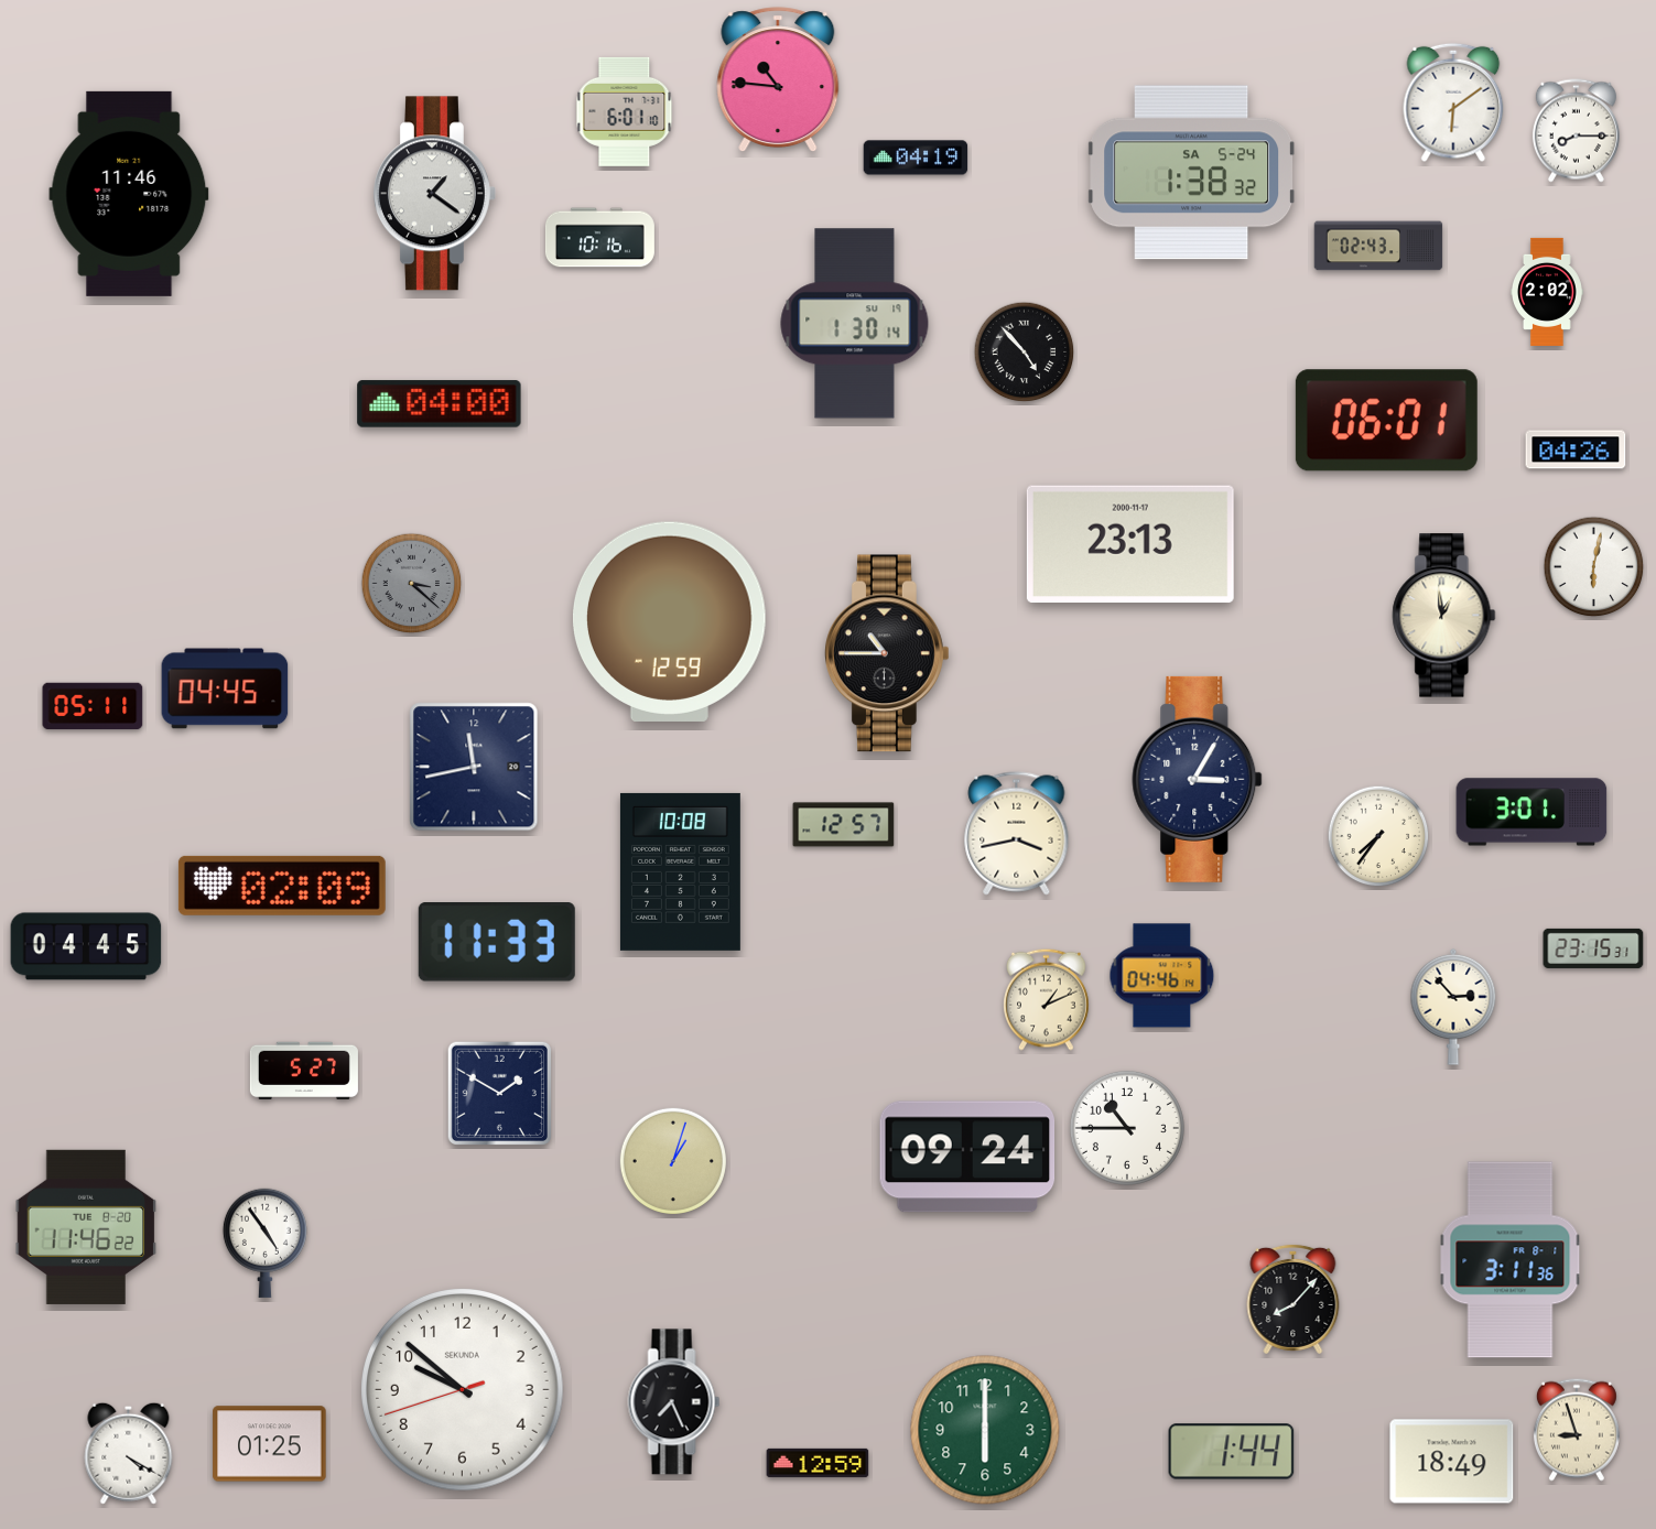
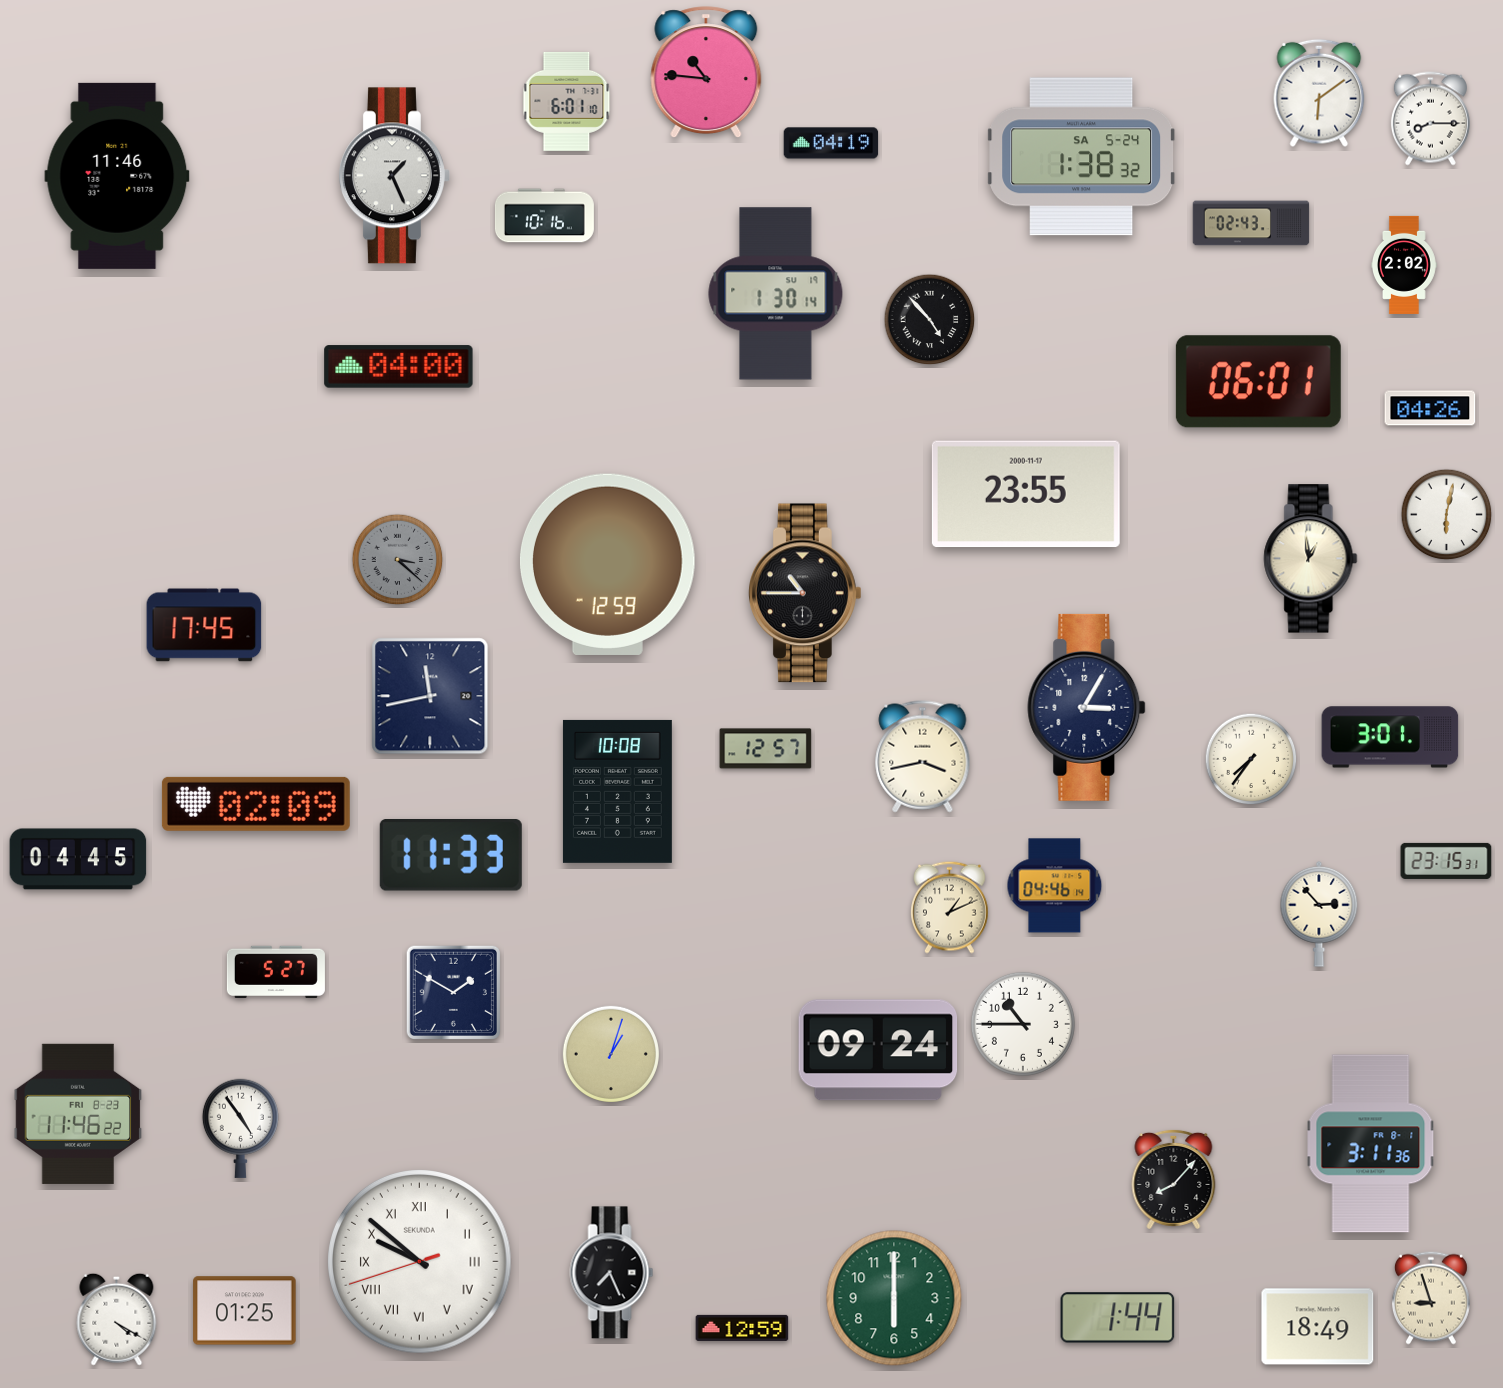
clock at (434, 194): 1:21 -> 1:26
clock at (1130, 544): 23:13 -> 23:55
clock at (412, 584) position: (412, 584) -> (398, 560)
clock at (225, 688): 04:45 -> 17:45
clock at (93, 706): 05:11 -> none
clock at (86, 1227) date: TUE 8-20 -> FRI 8-23
clock at (463, 1390) numerals: Arabic -> Roman
